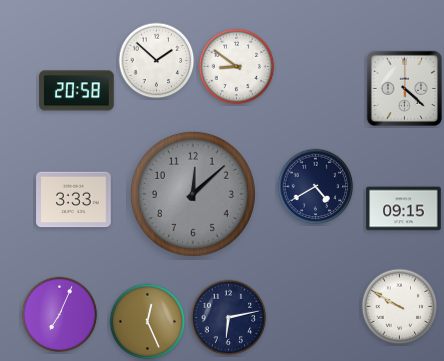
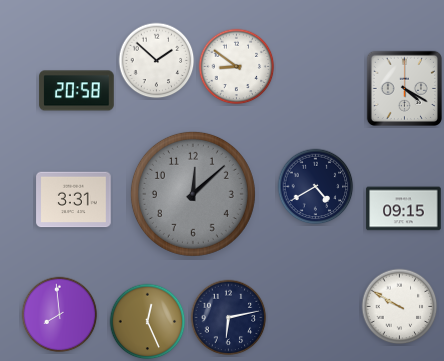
clock at (404, 88): 4:22 -> 4:20
clock at (74, 200): 3:33 -> 3:31
clock at (60, 315): 7:04 -> 7:59
